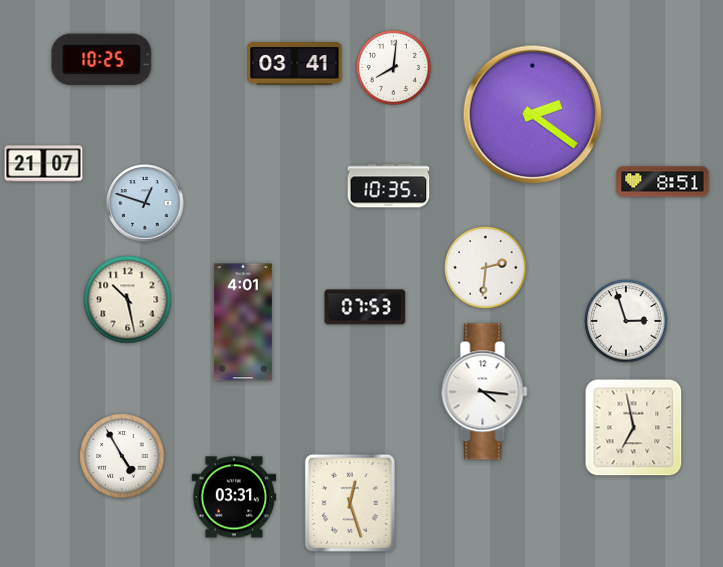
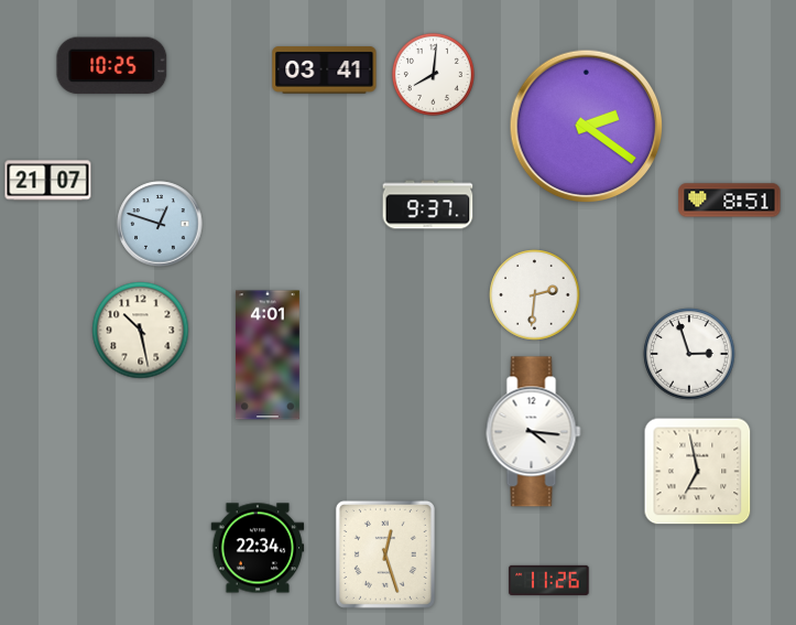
clock at (389, 186): 10:35 -> 9:37
clock at (365, 307): 07:53 -> none
clock at (122, 456): 4:55 -> none
clock at (234, 497): 03:31 -> 22:34
clock at (549, 580): none -> 11:26
